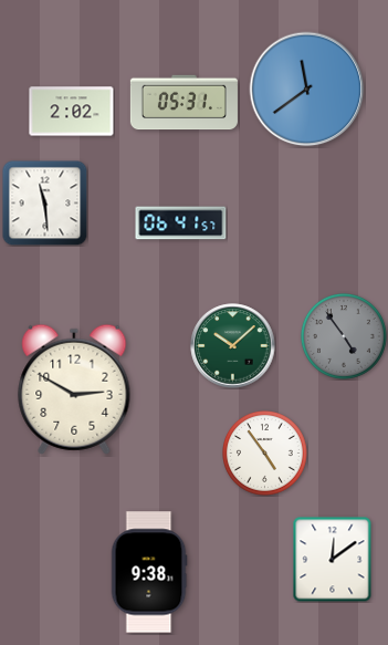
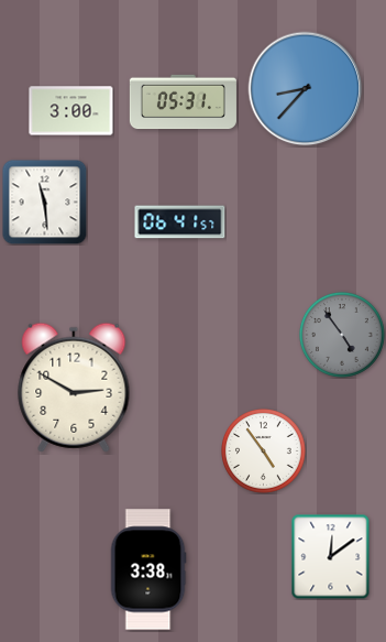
clock at (307, 90): 11:39 -> 8:37
clock at (72, 112): 2:02 -> 3:00
clock at (233, 346): 10:08 -> none
clock at (149, 572): 9:38 -> 3:38
